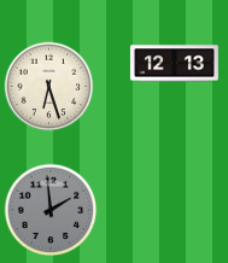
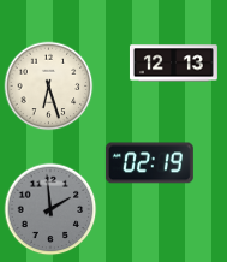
clock at (149, 163): none -> 02:19
